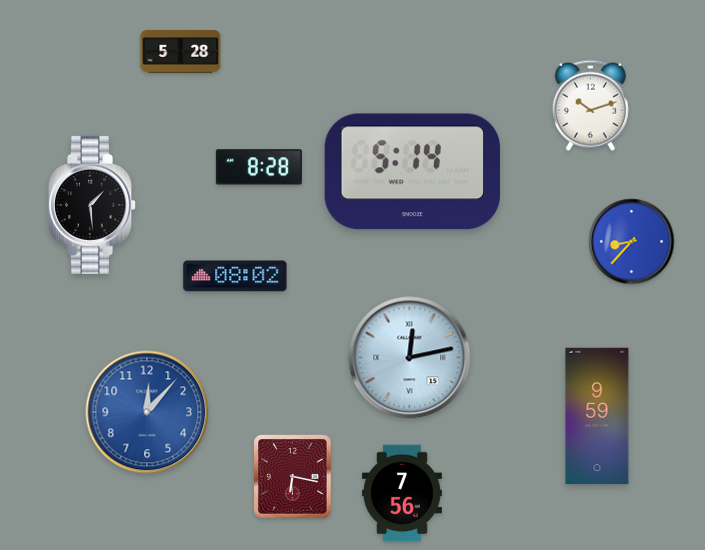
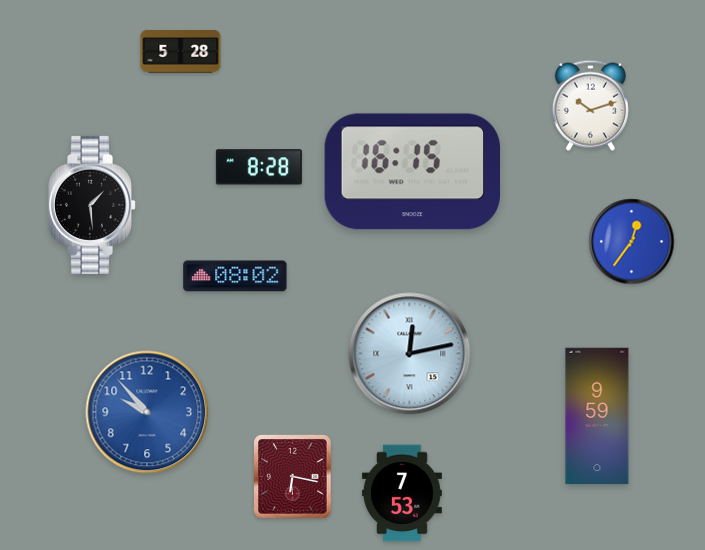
clock at (412, 172): 5:14 -> 16:15
clock at (632, 242): 8:37 -> 12:36
clock at (410, 358) position: (410, 358) -> (410, 354)
clock at (147, 412): 12:07 -> 9:53
clock at (402, 493): 7:56 -> 7:53
